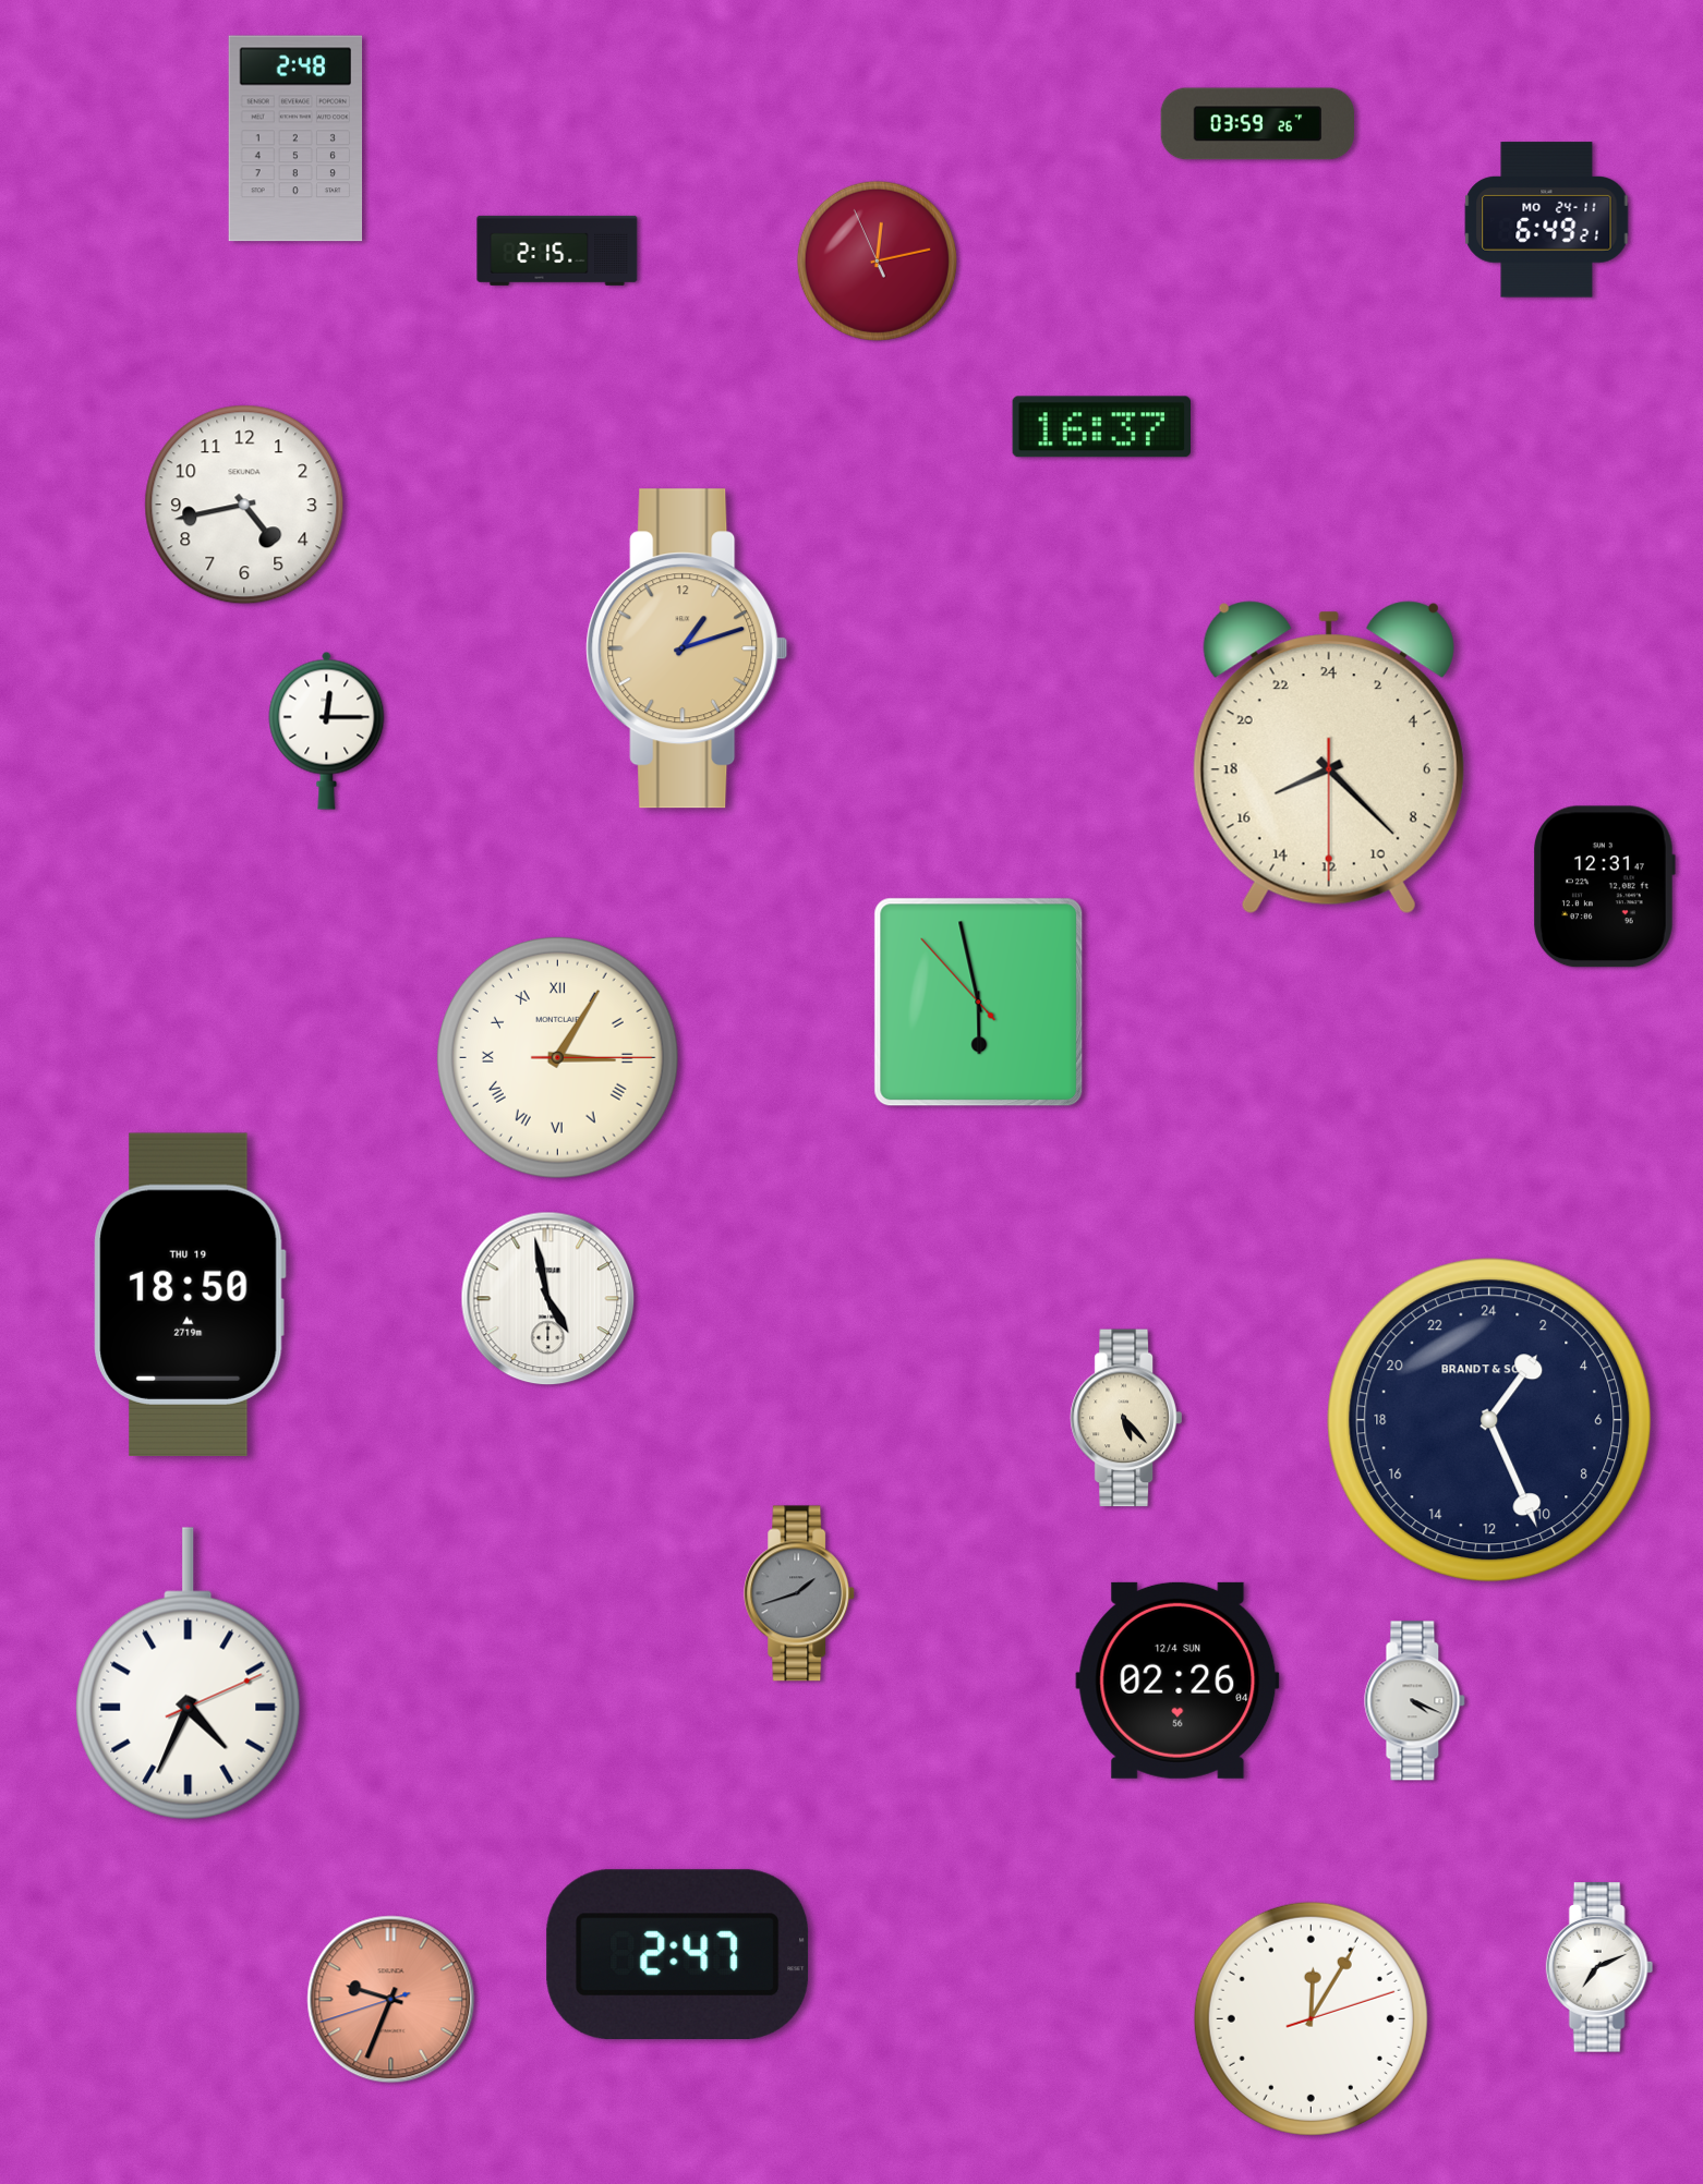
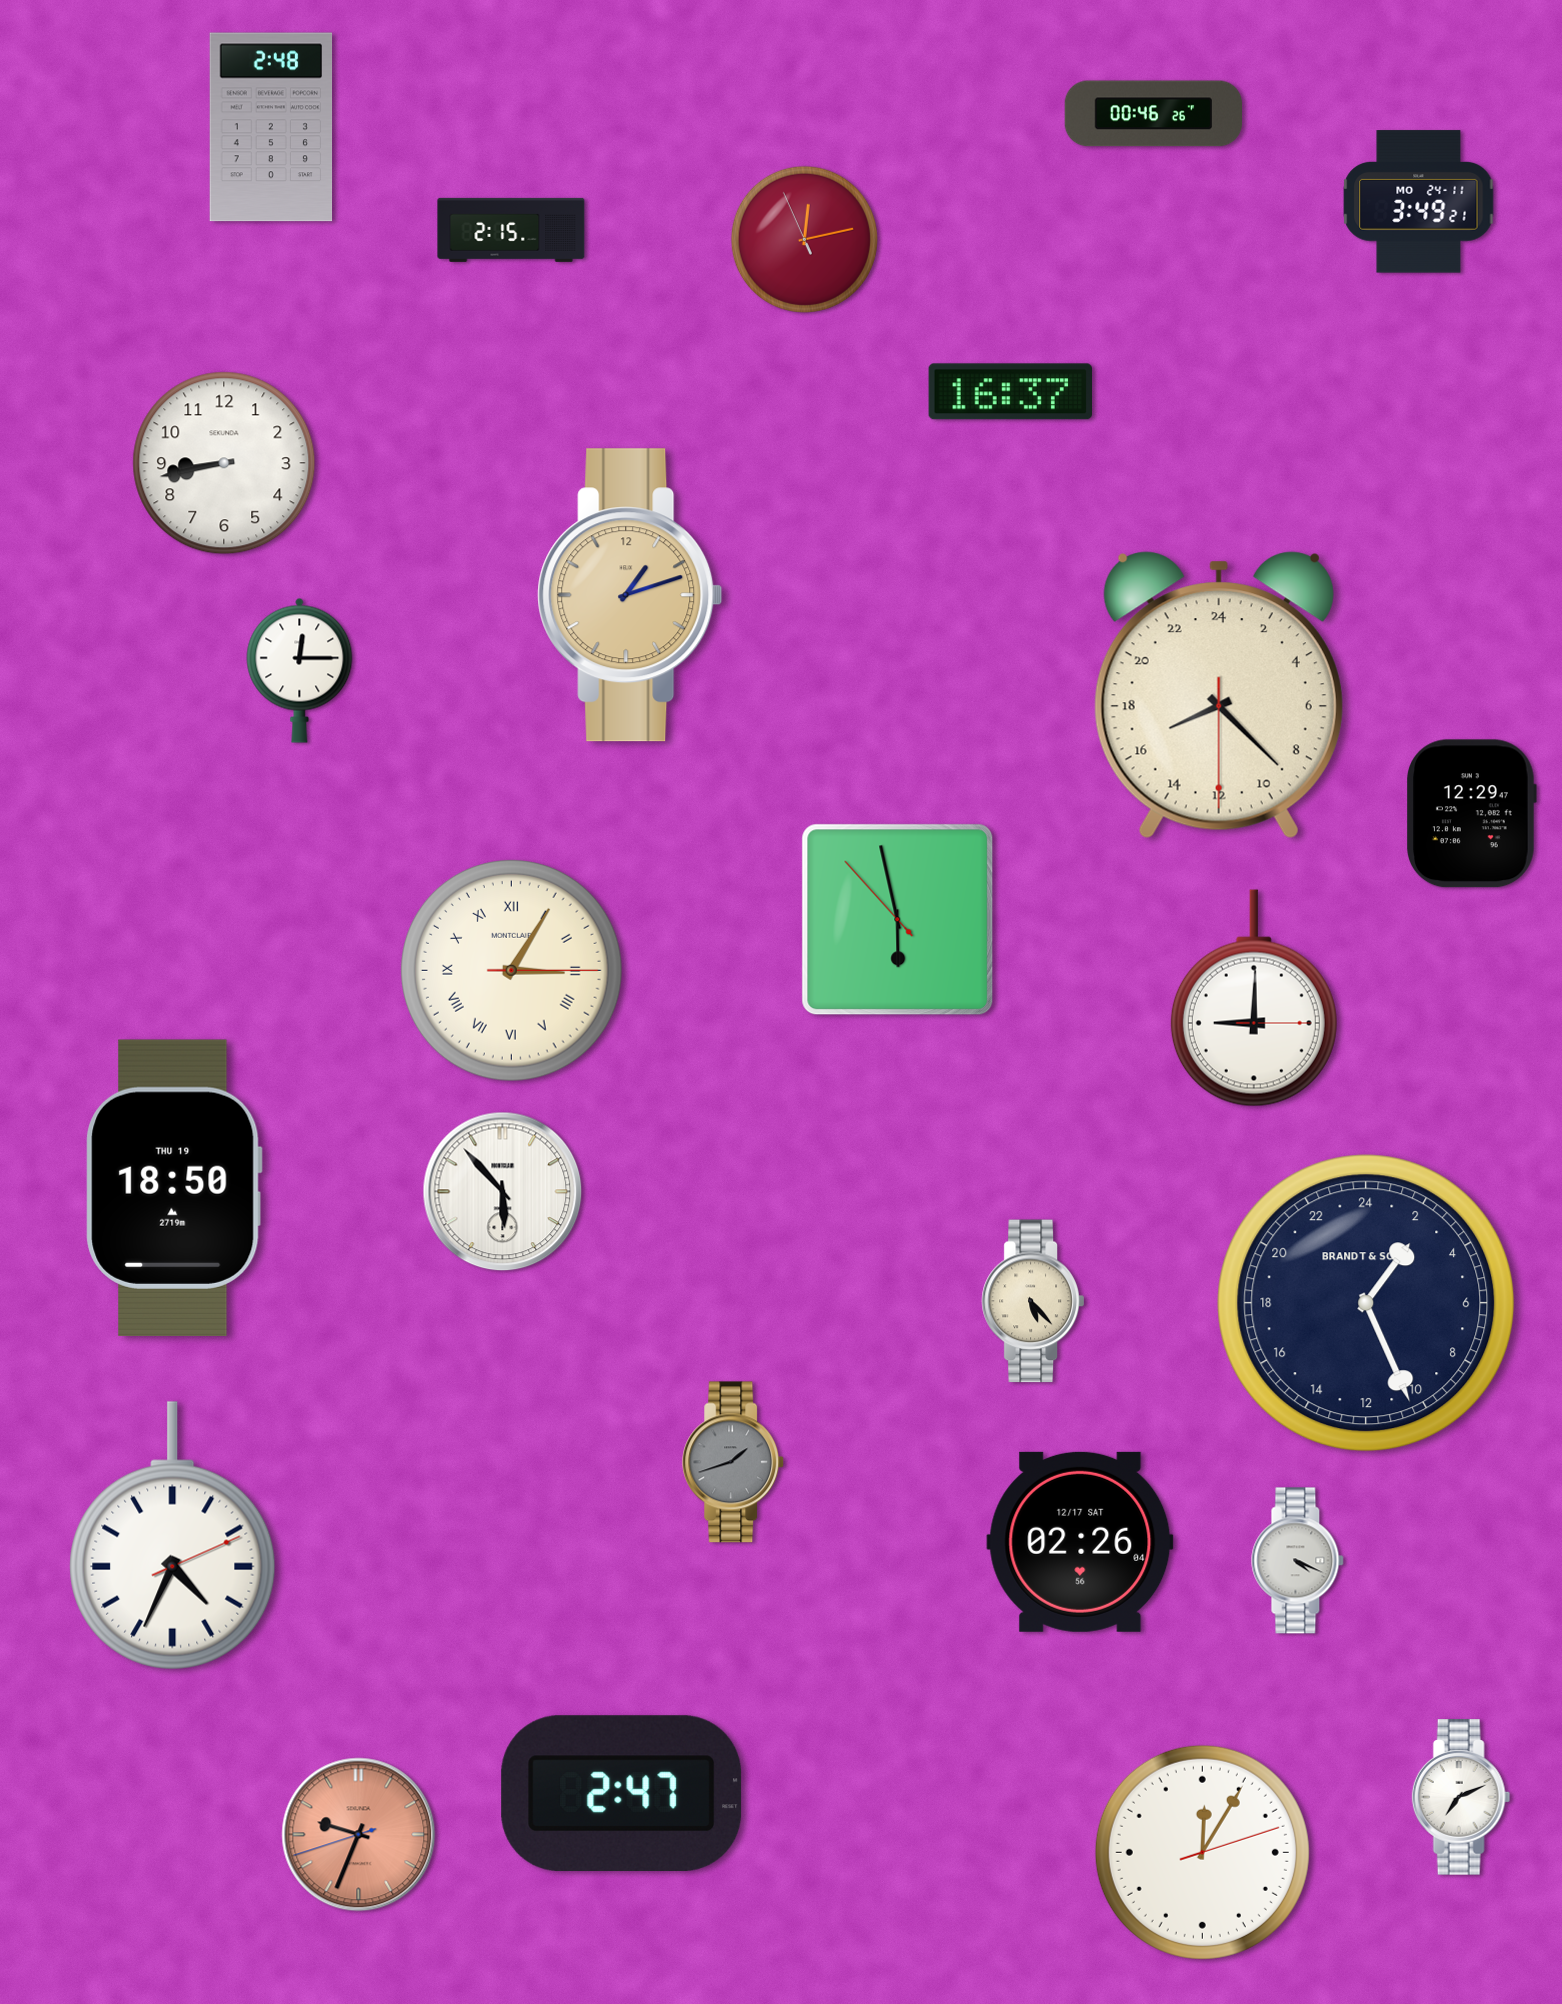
clock at (1258, 124): 03:59 -> 00:46
clock at (1547, 220): 6:49 -> 3:49
clock at (244, 505): 4:43 -> 8:43
clock at (1604, 887): 12:31 -> 12:29
clock at (1254, 998): none -> 9:00
clock at (548, 1299): 4:58 -> 5:53
clock at (1177, 1681) date: 12/4 SUN -> 12/17 SAT
clock at (1599, 1967) position: (1599, 1967) -> (1461, 1797)
